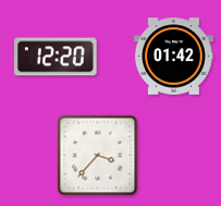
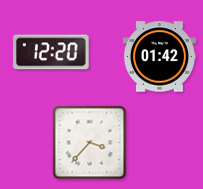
clock at (173, 57) position: (173, 57) -> (159, 57)
